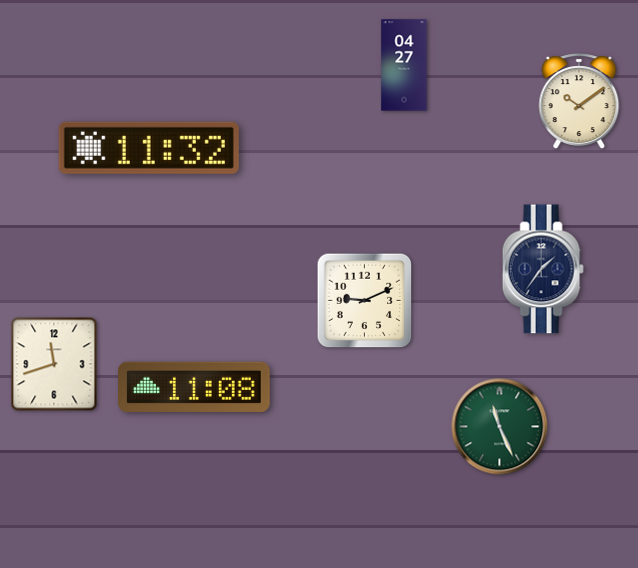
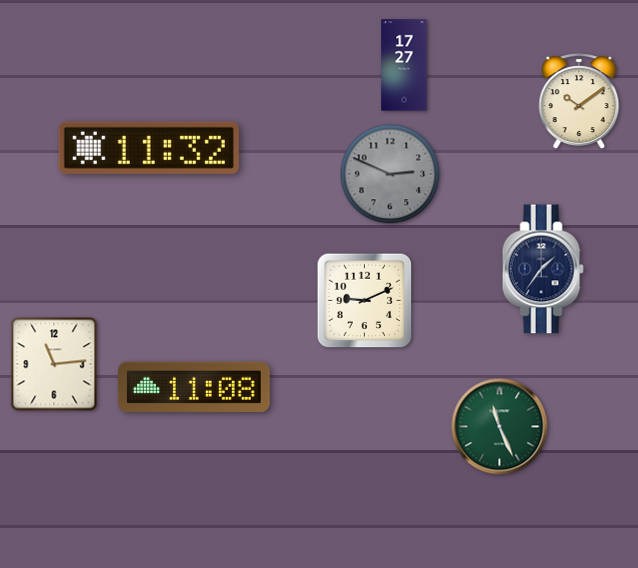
clock at (404, 65): 04:27 -> 17:27
clock at (390, 174): none -> 2:49
clock at (54, 364): 11:42 -> 11:14
